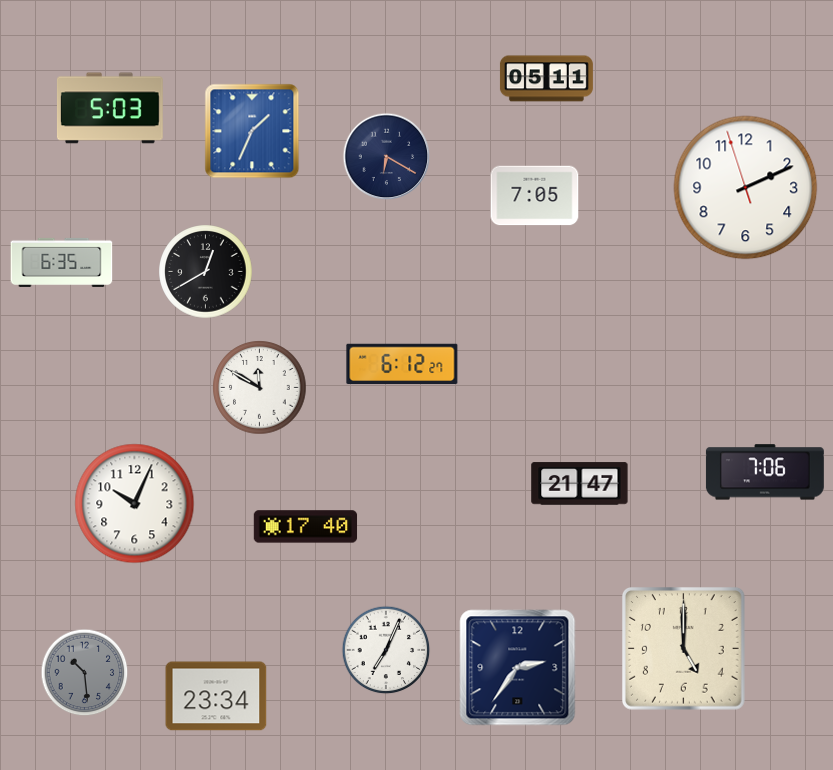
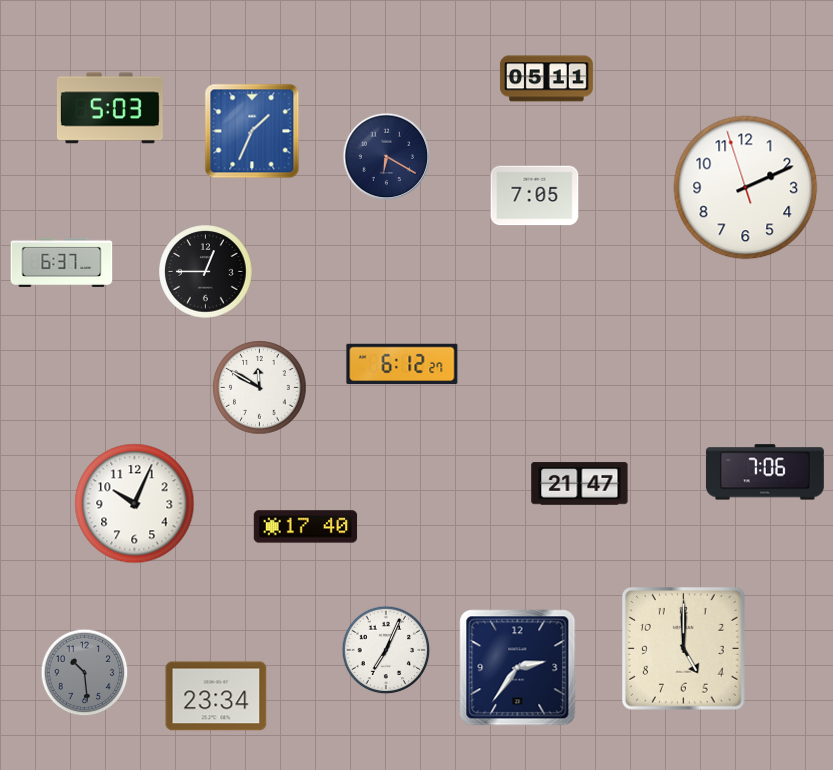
clock at (62, 262): 6:35 -> 6:37
clock at (206, 272): 12:40 -> 12:45
